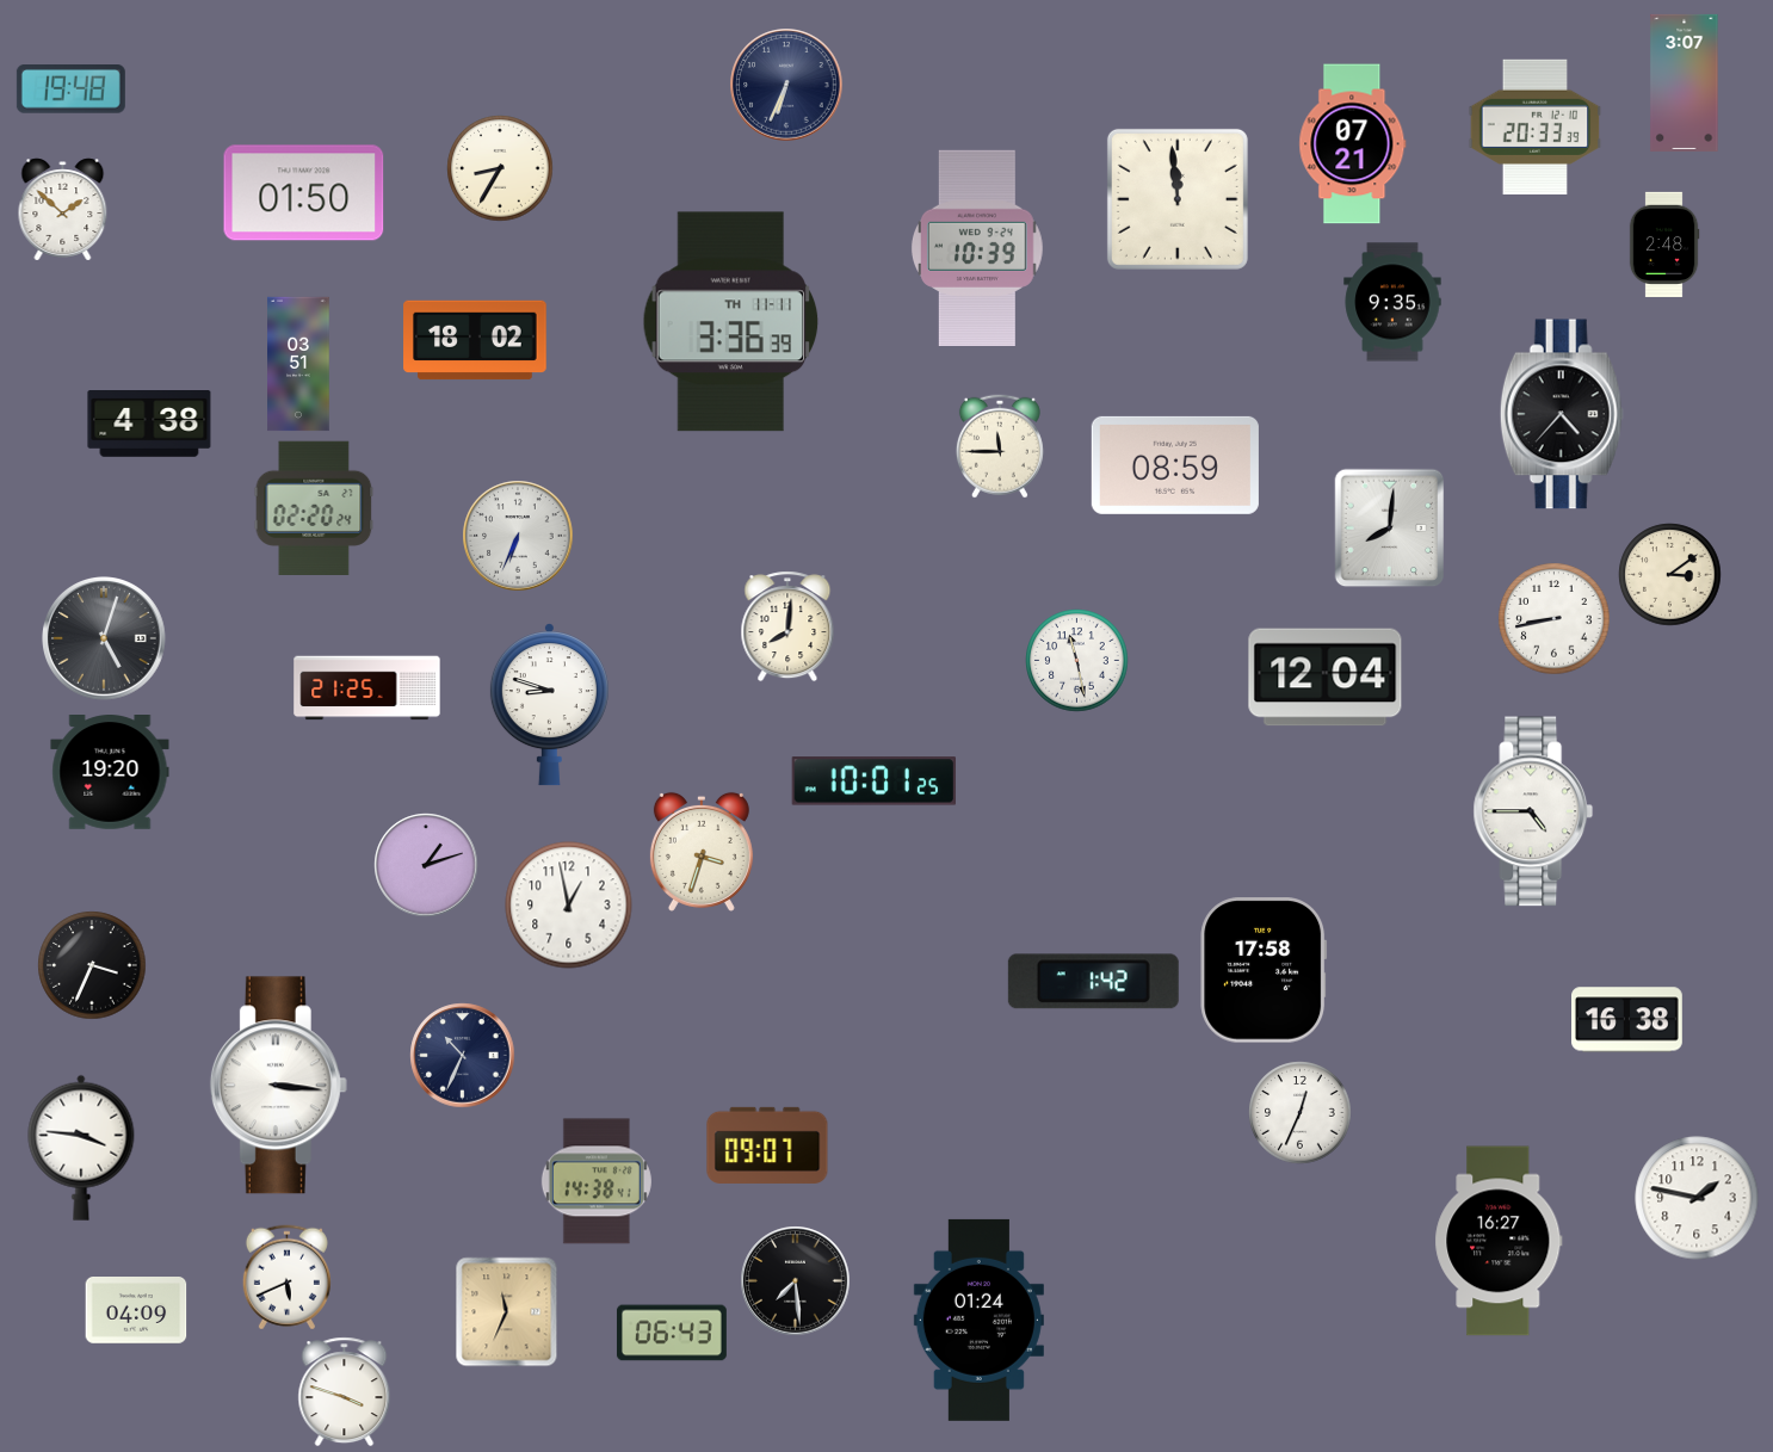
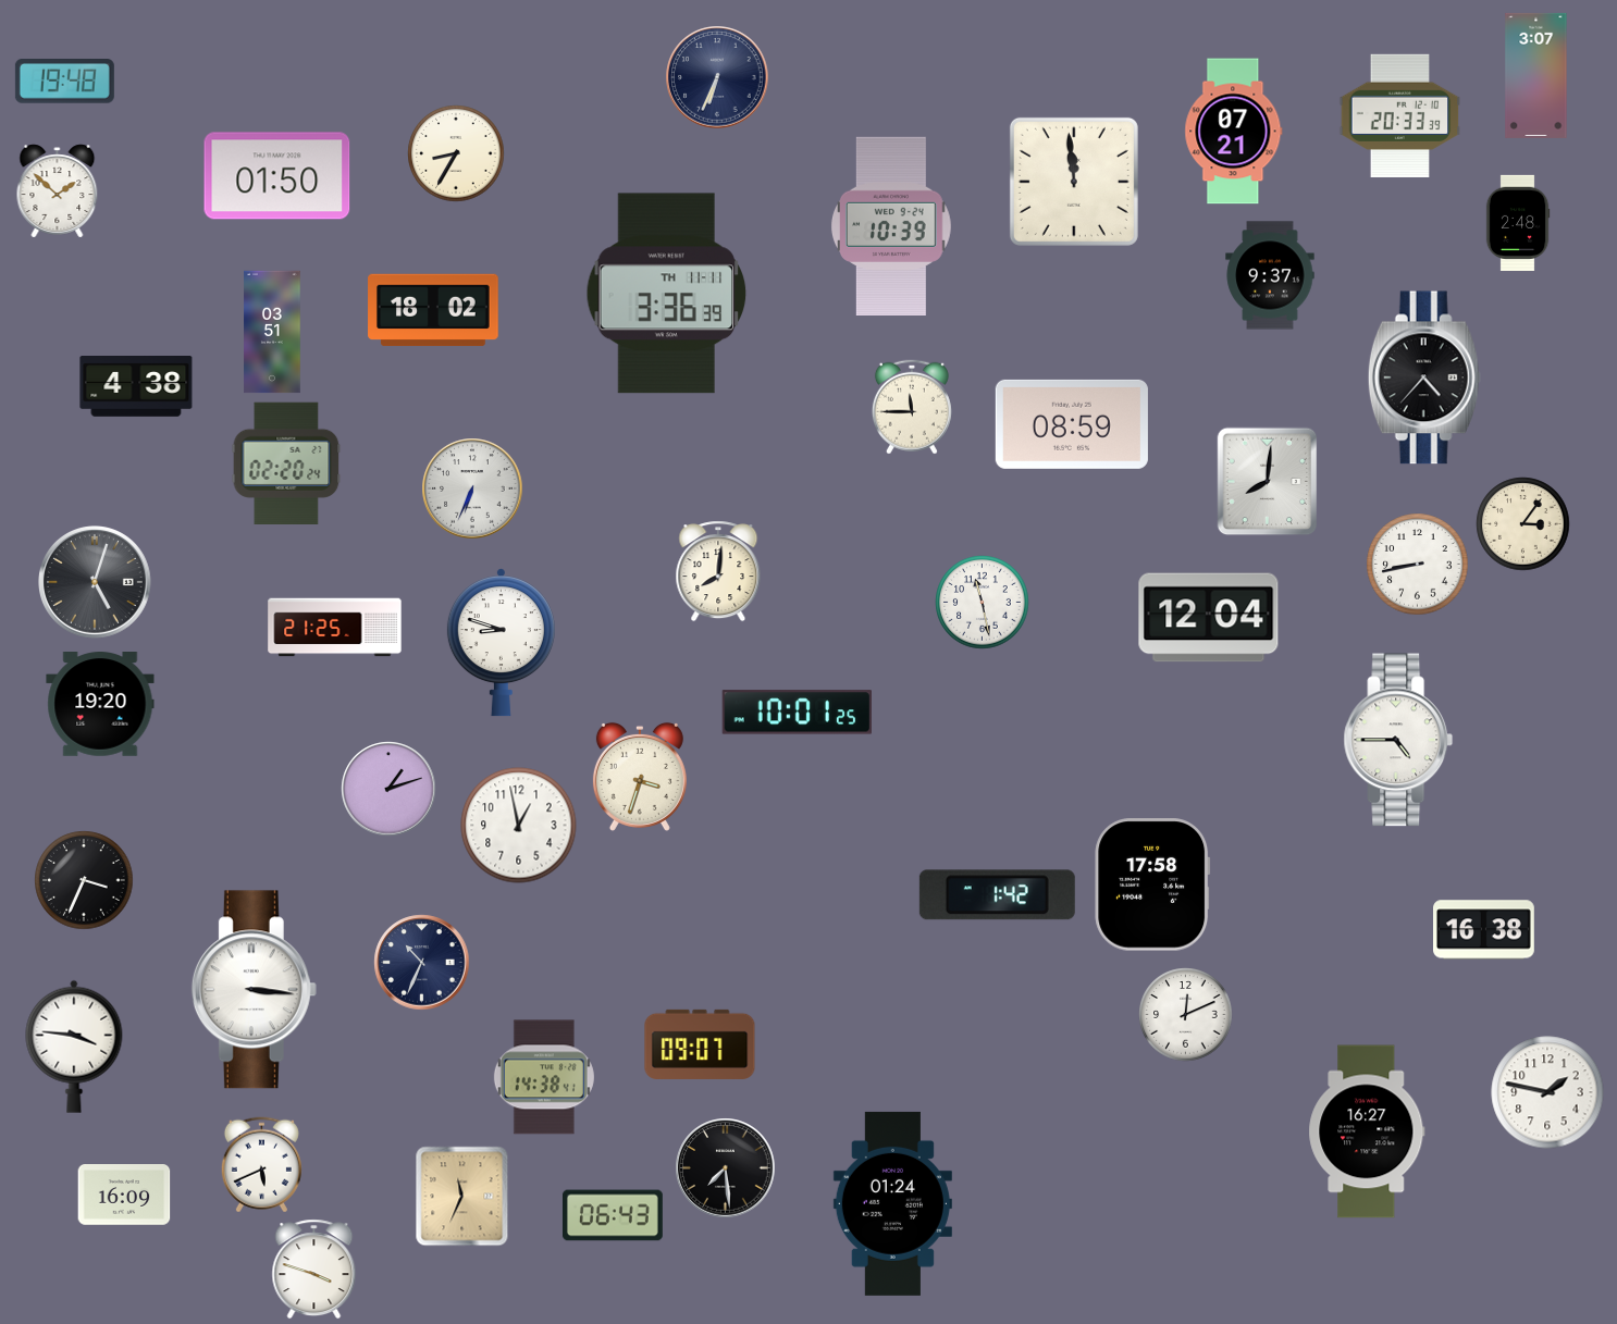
clock at (1392, 302): 9:35 -> 9:37
clock at (1670, 575): 3:09 -> 3:06
clock at (1301, 1113): 12:34 -> 12:11
clock at (136, 1310): 04:09 -> 16:09
